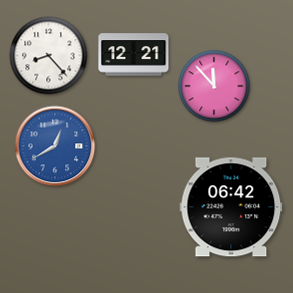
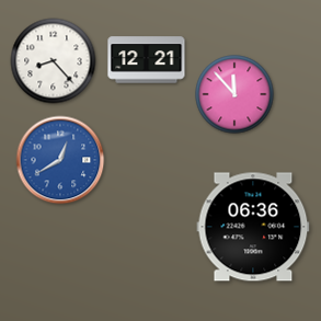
clock at (231, 207): 06:42 -> 06:36
